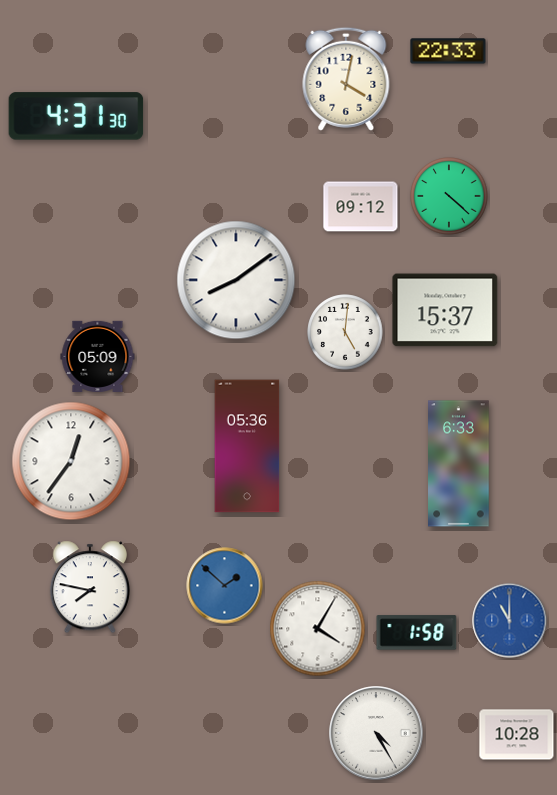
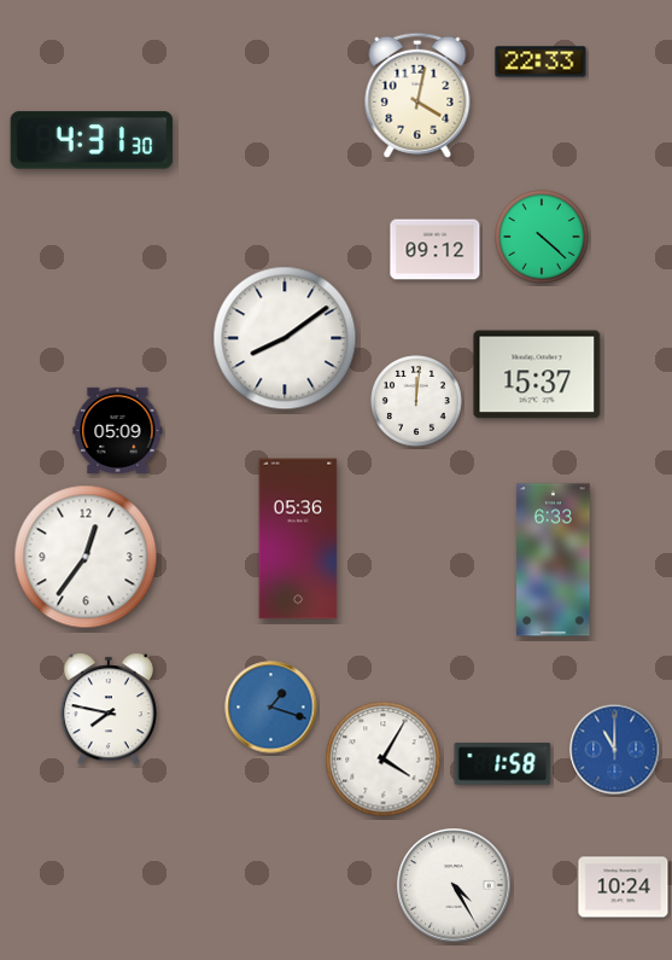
clock at (345, 332): 5:01 -> 12:01
clock at (225, 586): 1:52 -> 1:18
clock at (517, 735): 10:28 -> 10:24
